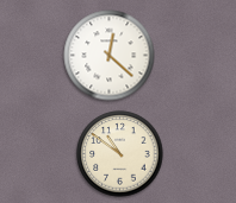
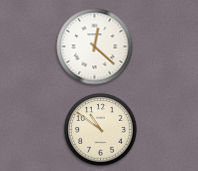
clock at (110, 56) position: (110, 56) -> (95, 47)
